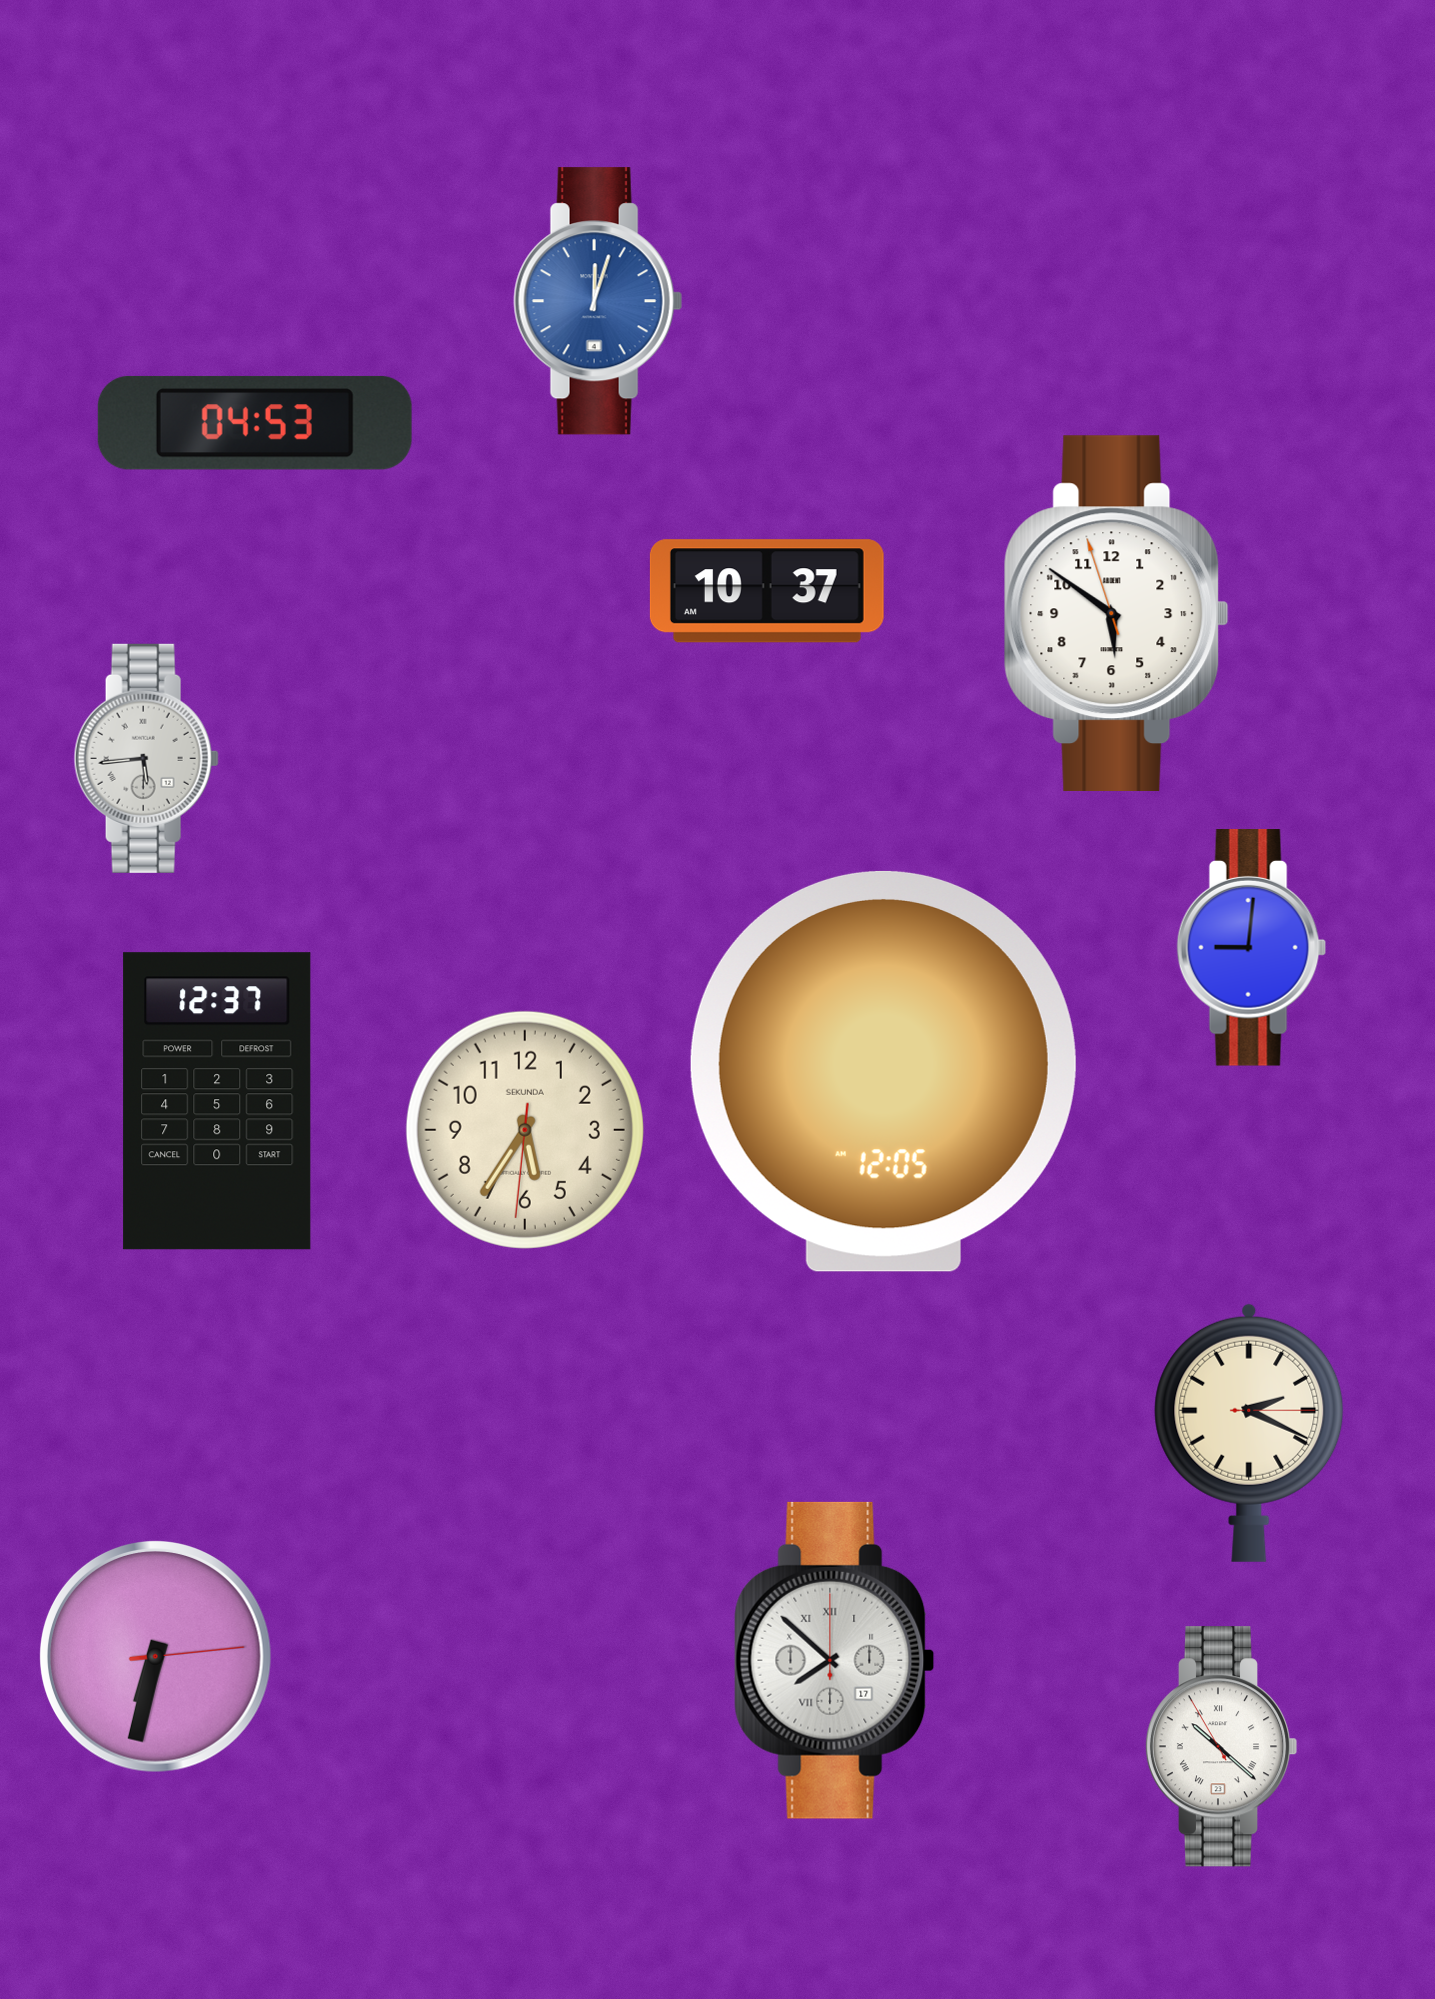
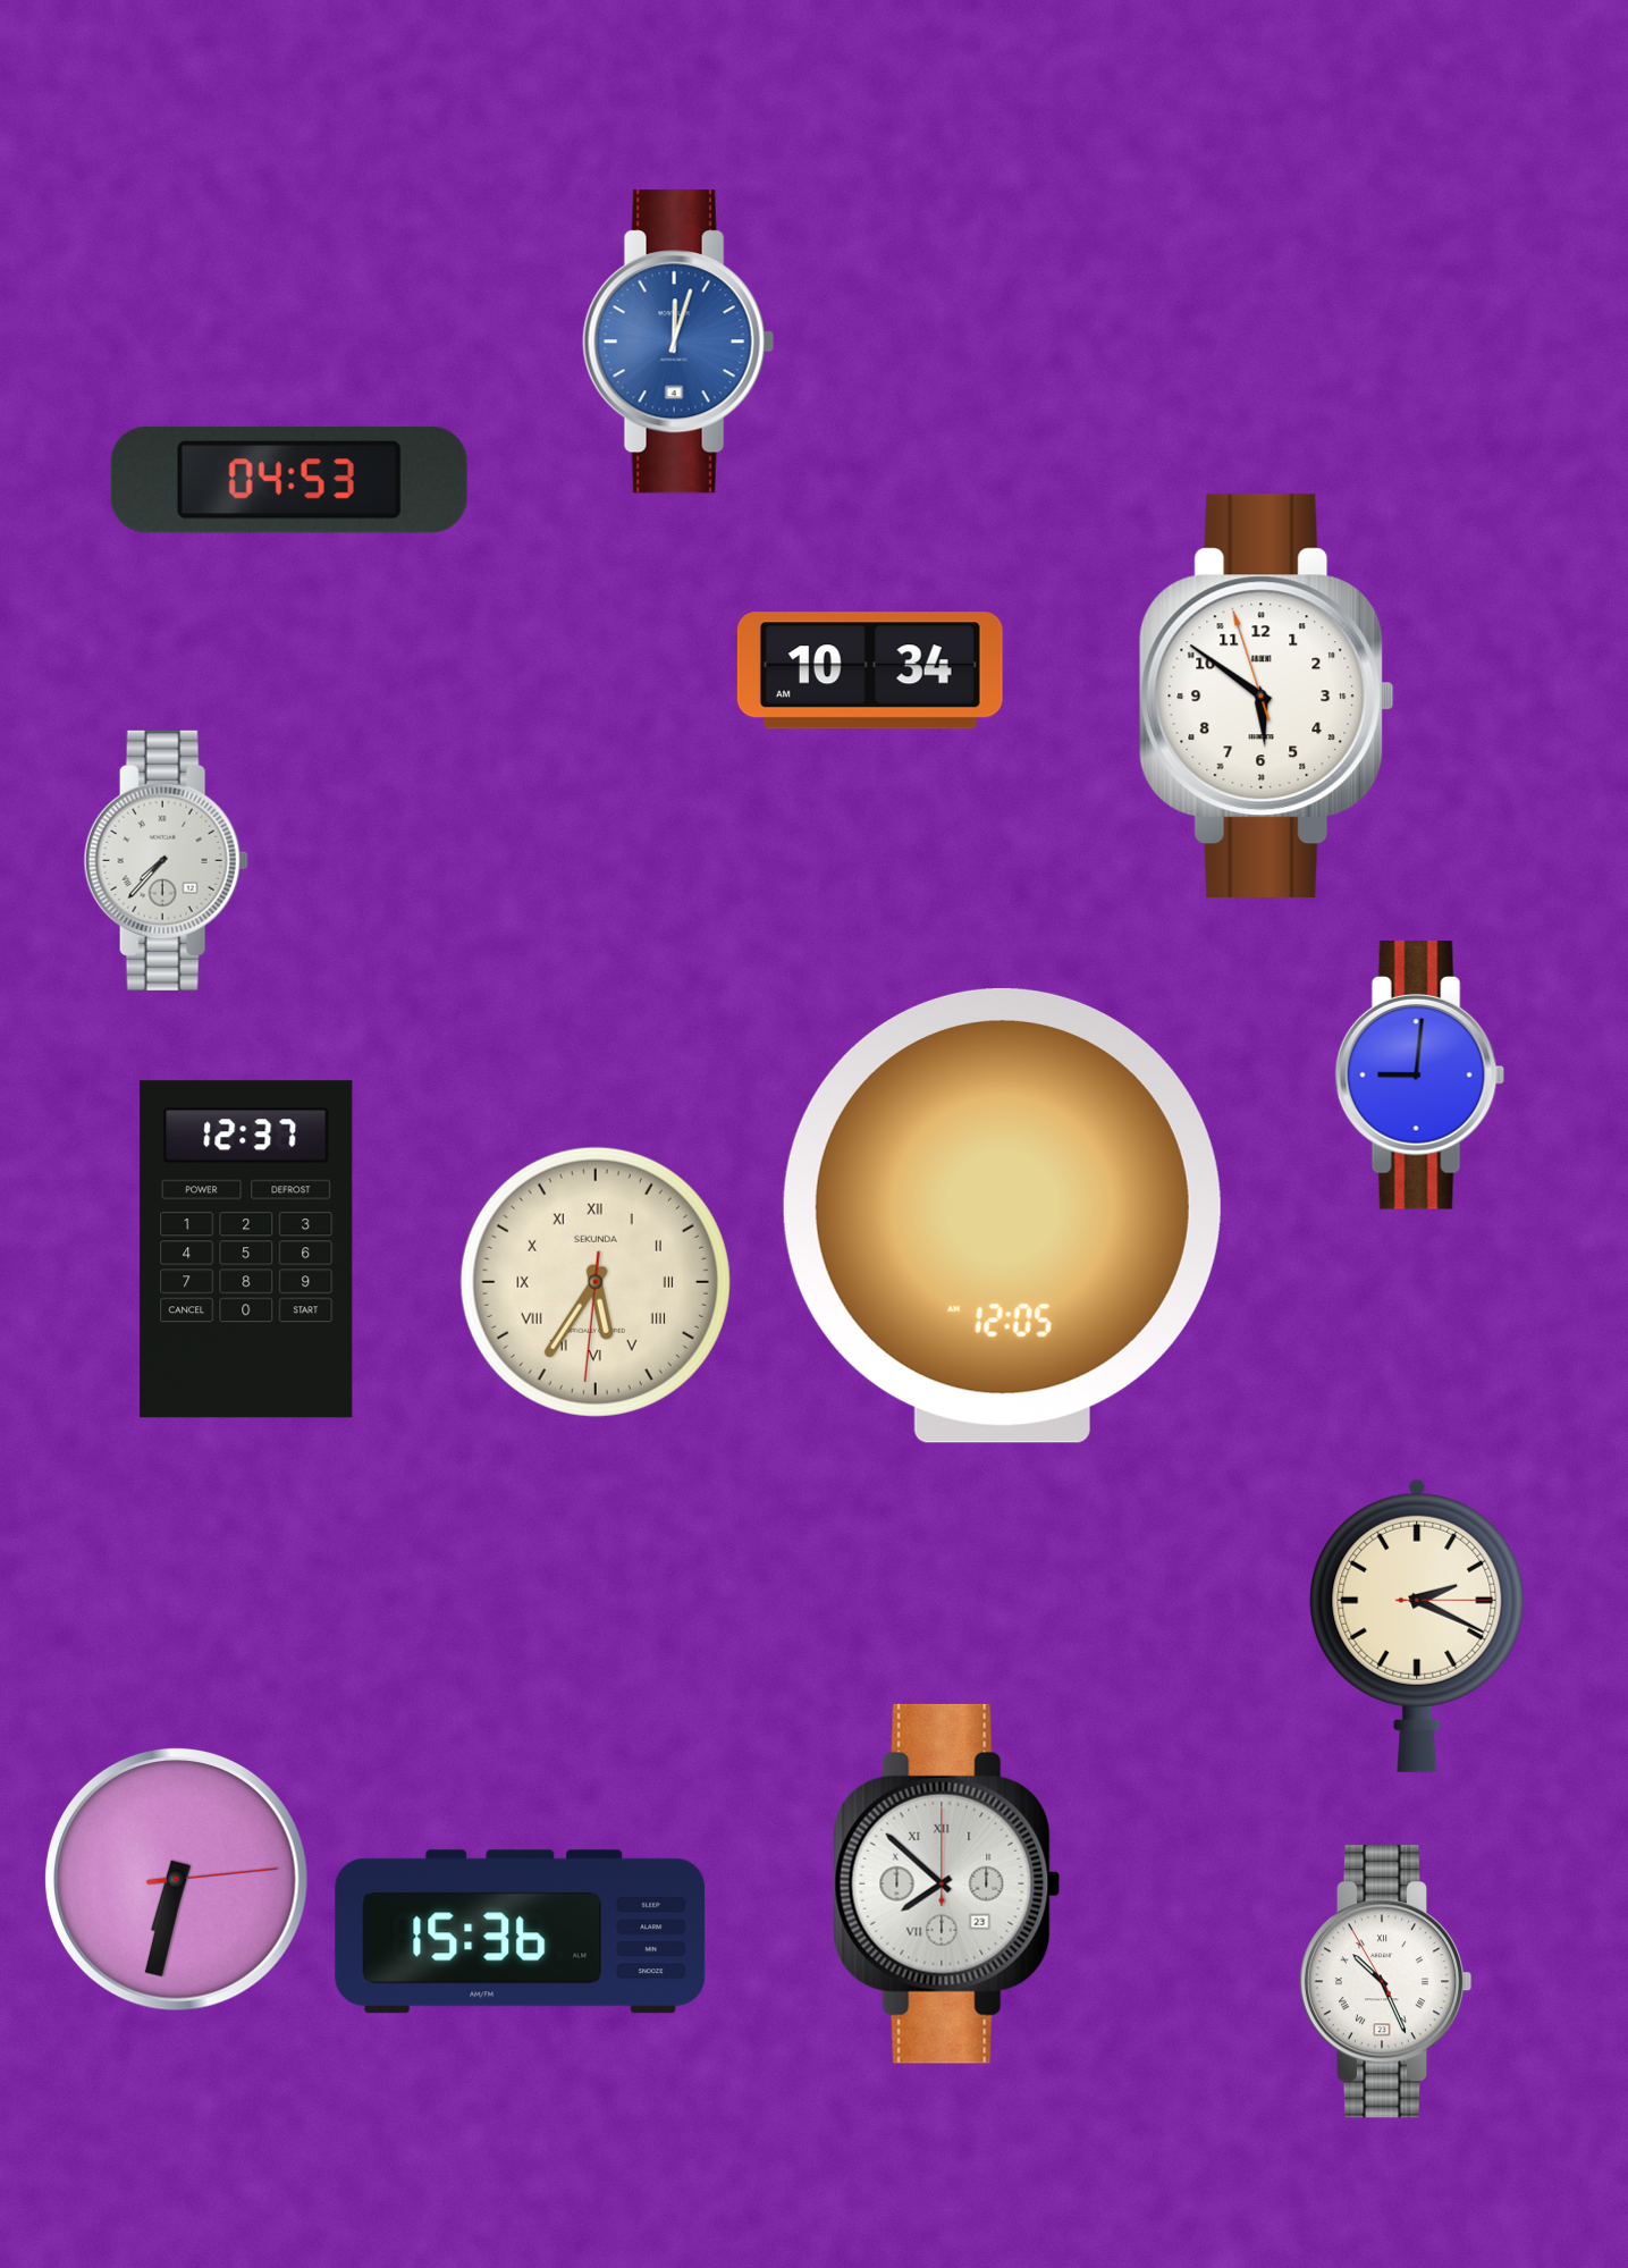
clock at (767, 591): 10:37 -> 10:34
clock at (146, 758): 5:44 -> 7:37
clock at (525, 1130) numerals: Arabic -> Roman
clock at (835, 1660) date: 17 -> 23
clock at (521, 1932): none -> 15:36
clock at (1221, 1747): 10:21 -> 10:25
